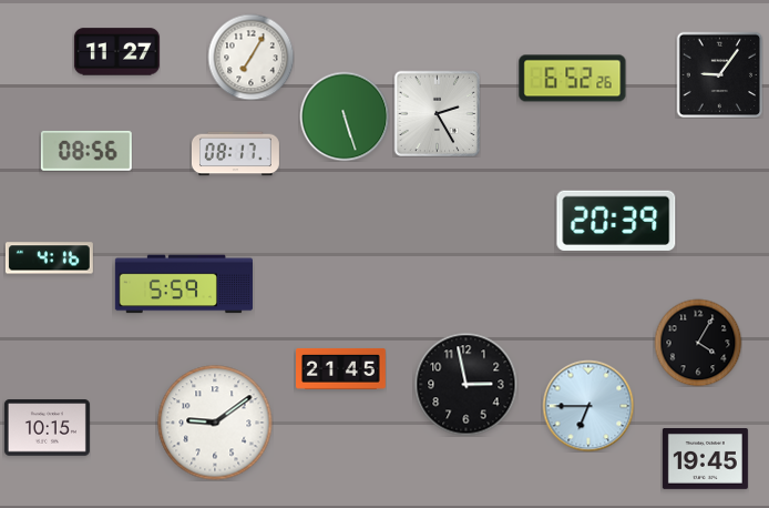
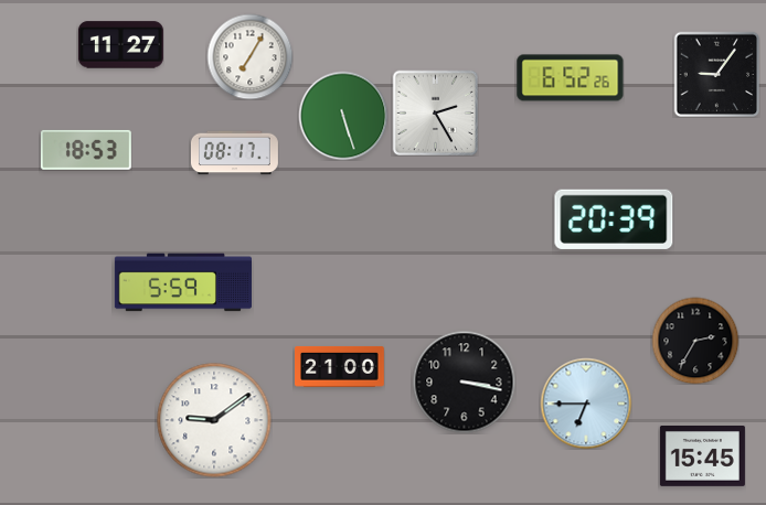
clock at (116, 52) position: (116, 52) -> (120, 45)
clock at (86, 151): 08:56 -> 18:53
clock at (49, 258): 4:16 -> none
clock at (698, 343): 4:05 -> 2:35
clock at (341, 368): 21:45 -> 21:00
clock at (465, 384): 2:58 -> 3:17
clock at (47, 428): 10:15 -> none
clock at (705, 459): 19:45 -> 15:45
